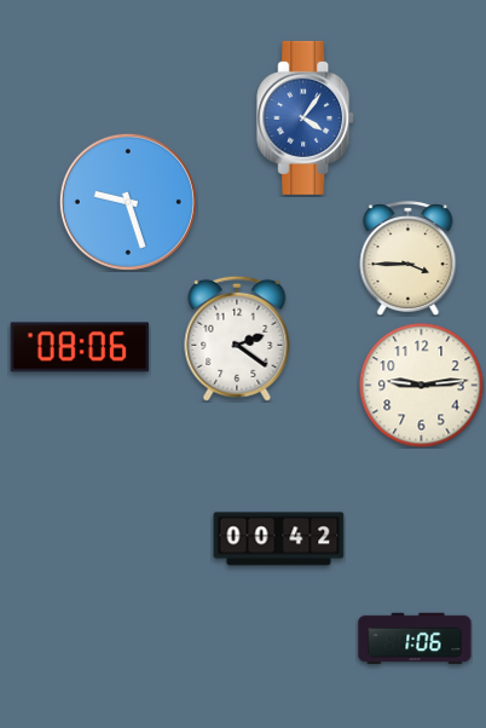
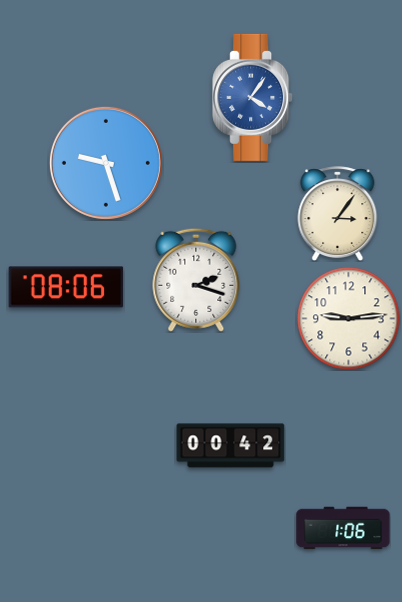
clock at (128, 202) position: (128, 202) -> (106, 163)
clock at (409, 259): 3:45 -> 3:06
clock at (237, 339): 2:21 -> 2:18
